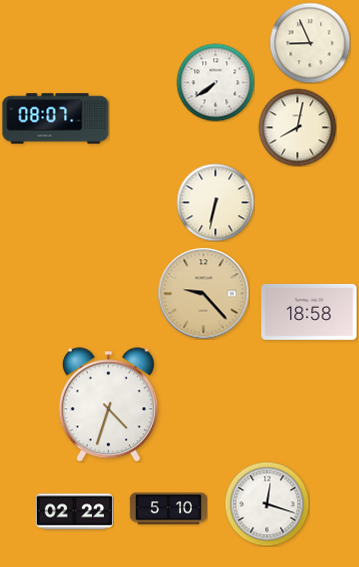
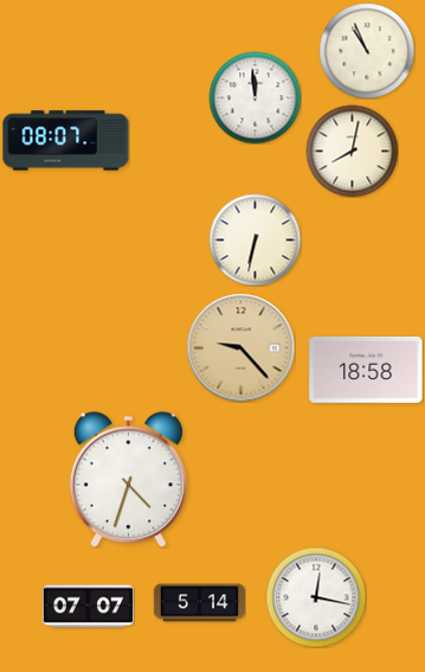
clock at (310, 43): 8:56 -> 10:56
clock at (215, 82): 7:39 -> 11:59
clock at (267, 504): 12:18 -> 12:17
clock at (168, 509): 5:10 -> 5:14
clock at (74, 512): 02:22 -> 07:07
